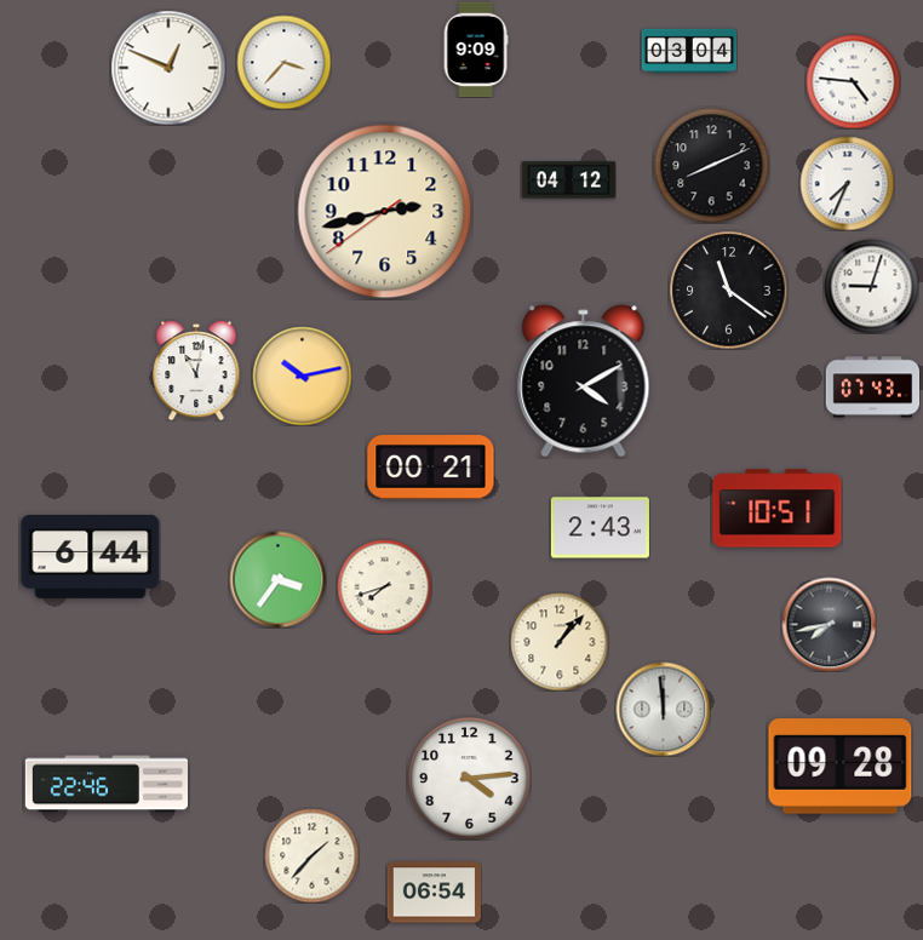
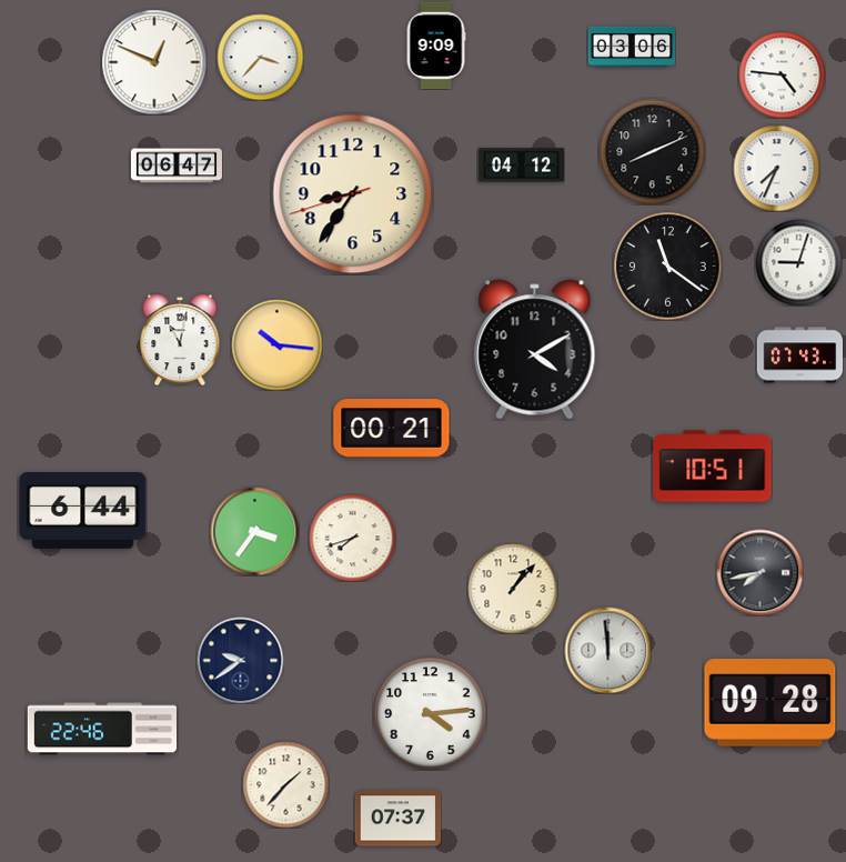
clock at (689, 50): 03:04 -> 03:06
clock at (177, 166): none -> 06:47
clock at (385, 212): 2:42 -> 8:35
clock at (302, 376): 10:13 -> 10:16
clock at (431, 468) position: (431, 468) -> (392, 429)
clock at (600, 528): 2:43 -> none
clock at (240, 660): none -> 9:39
clock at (107, 784) position: (107, 784) -> (102, 729)
clock at (434, 893): 06:54 -> 07:37
